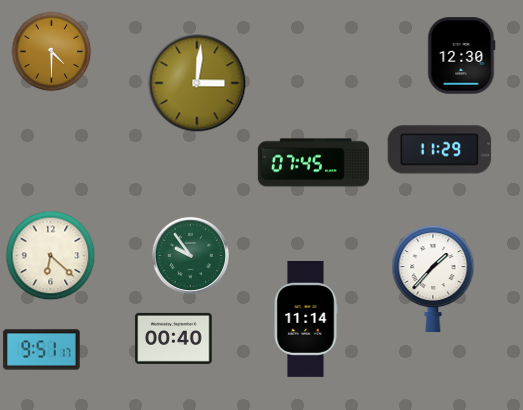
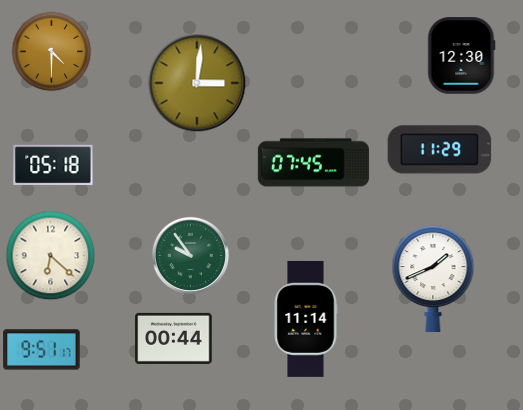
clock at (53, 165): none -> 05:18
clock at (433, 279): 1:37 -> 1:41
clock at (174, 338): 00:40 -> 00:44
